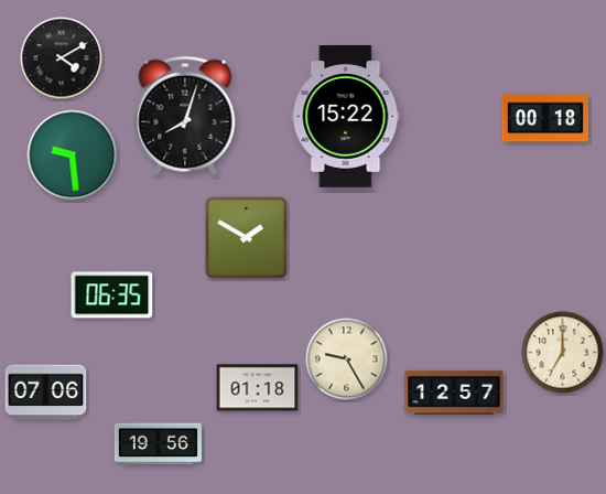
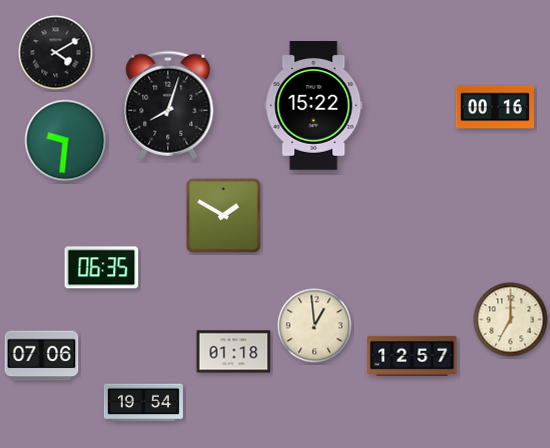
clock at (544, 118): 00:18 -> 00:16
clock at (73, 155): 9:29 -> 9:31
clock at (347, 359): 9:25 -> 12:59
clock at (158, 444): 19:56 -> 19:54
